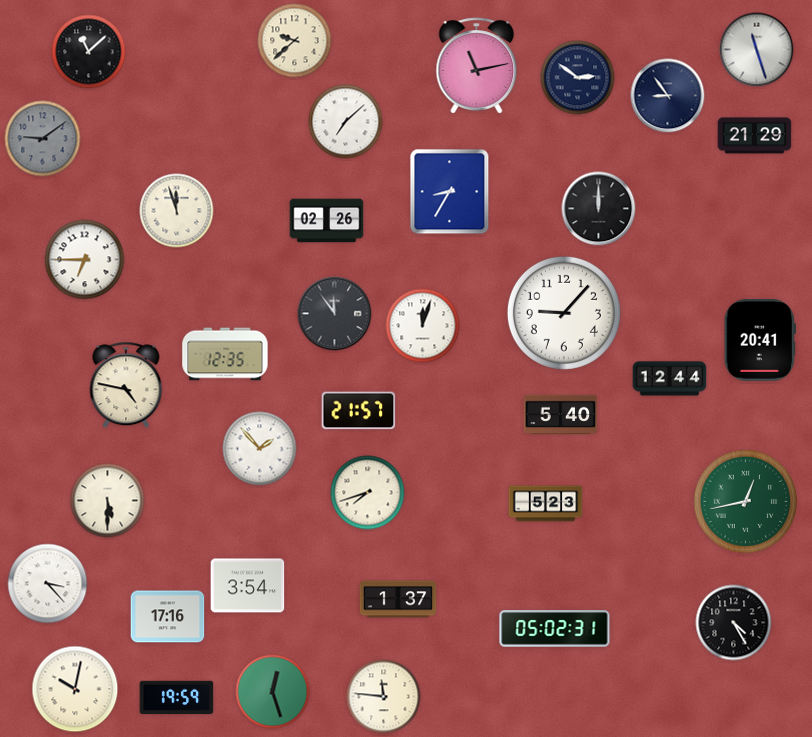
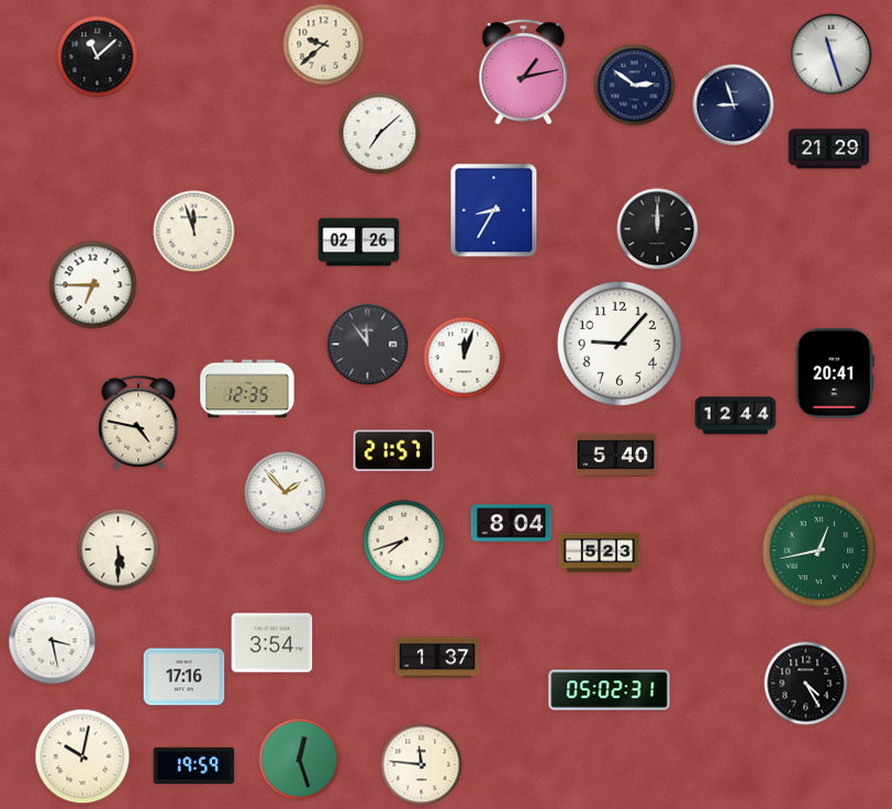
clock at (477, 66): 11:13 -> 1:13
clock at (668, 96): 8:54 -> 8:57
clock at (43, 139): 9:09 -> none
clock at (512, 524): none -> 8:04
clock at (48, 584): 3:23 -> 3:28
